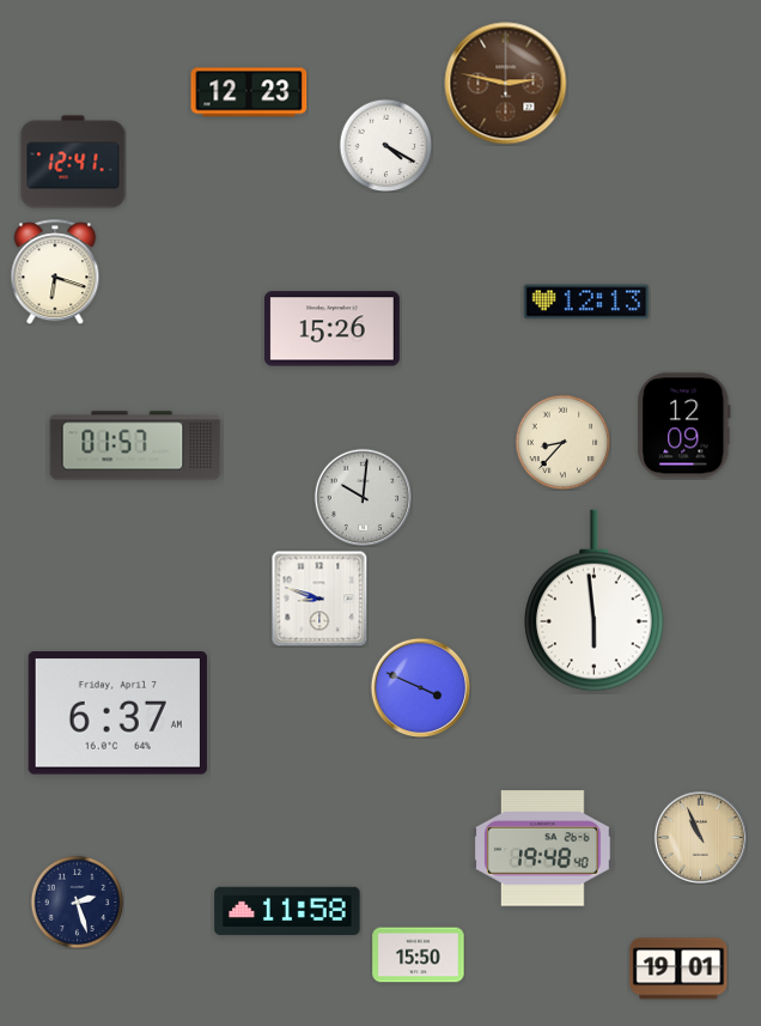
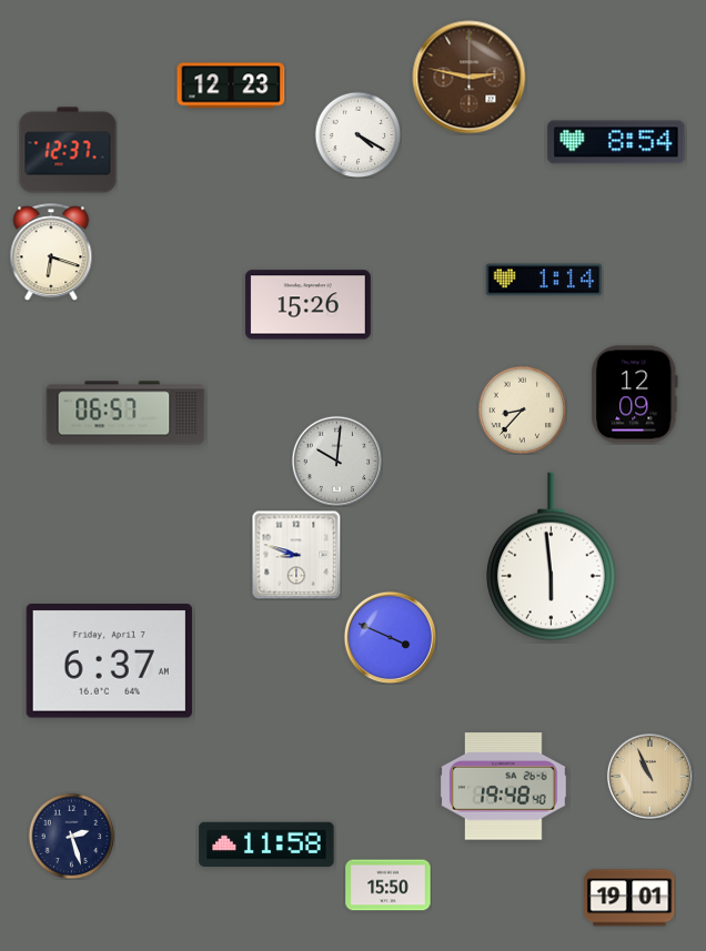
clock at (616, 142): none -> 8:54
clock at (73, 162): 12:41 -> 12:37
clock at (586, 302): 12:13 -> 1:14
clock at (135, 445): 01:57 -> 06:57
